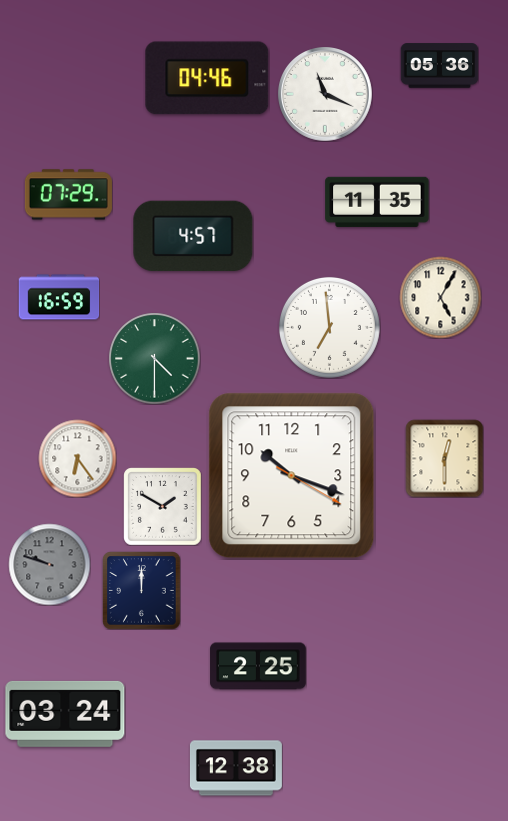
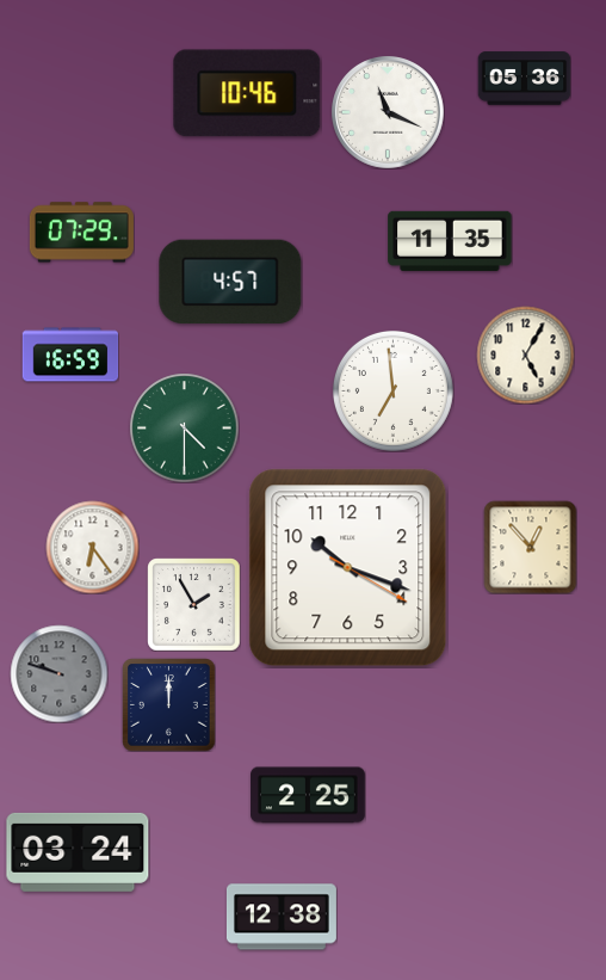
clock at (207, 78): 04:46 -> 10:46
clock at (444, 458): 12:30 -> 12:53
clock at (162, 506): 1:50 -> 1:55
